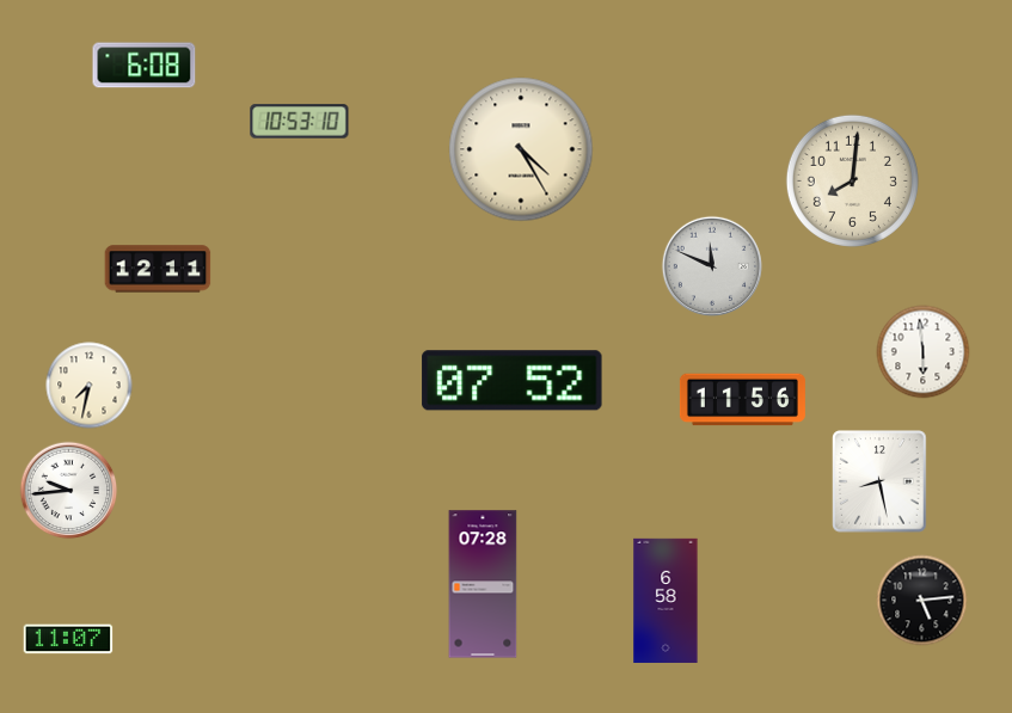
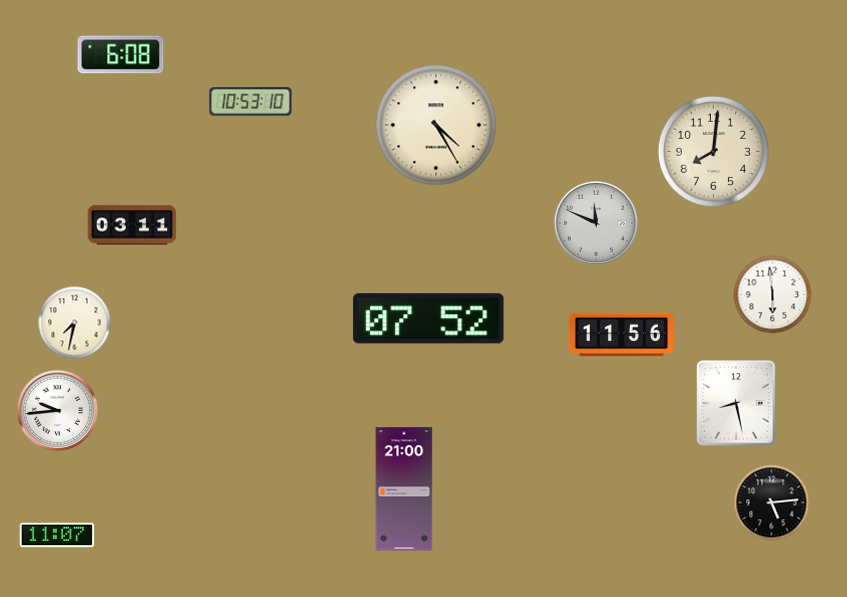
clock at (158, 269): 12:11 -> 03:11
clock at (483, 584): 07:28 -> 21:00
clock at (666, 601): 6:58 -> none
